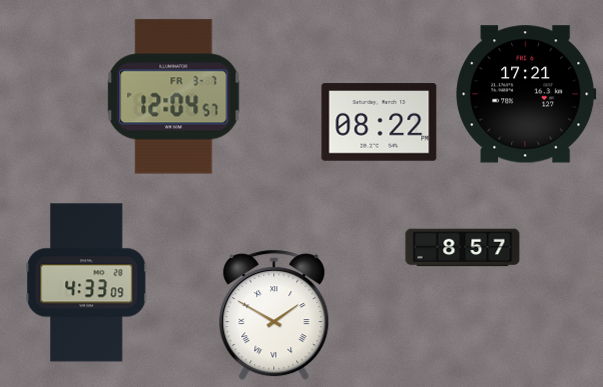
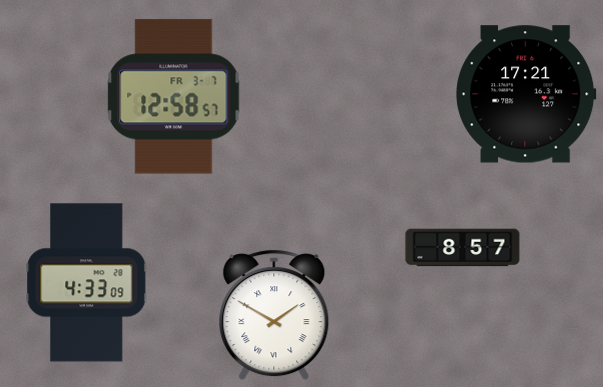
clock at (174, 97): 12:04 -> 12:58
clock at (379, 122): 08:22 -> none
